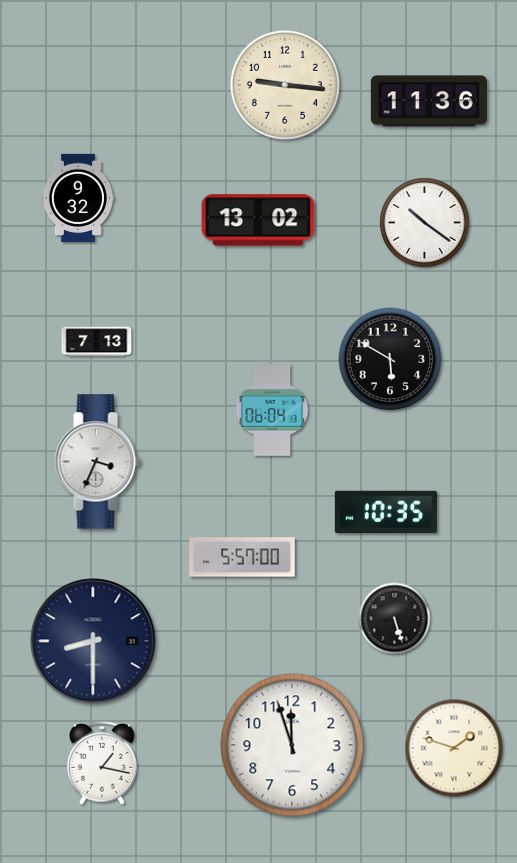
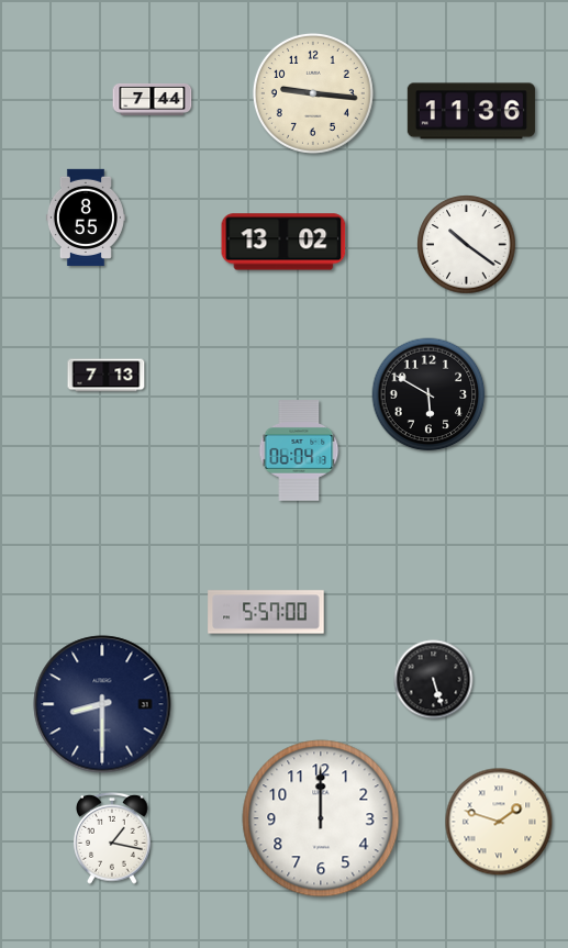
clock at (153, 99): none -> 7:44
clock at (78, 197): 9:32 -> 8:55
clock at (97, 462): 3:34 -> none
clock at (386, 512): 10:35 -> none
clock at (292, 745): 11:57 -> 12:00
